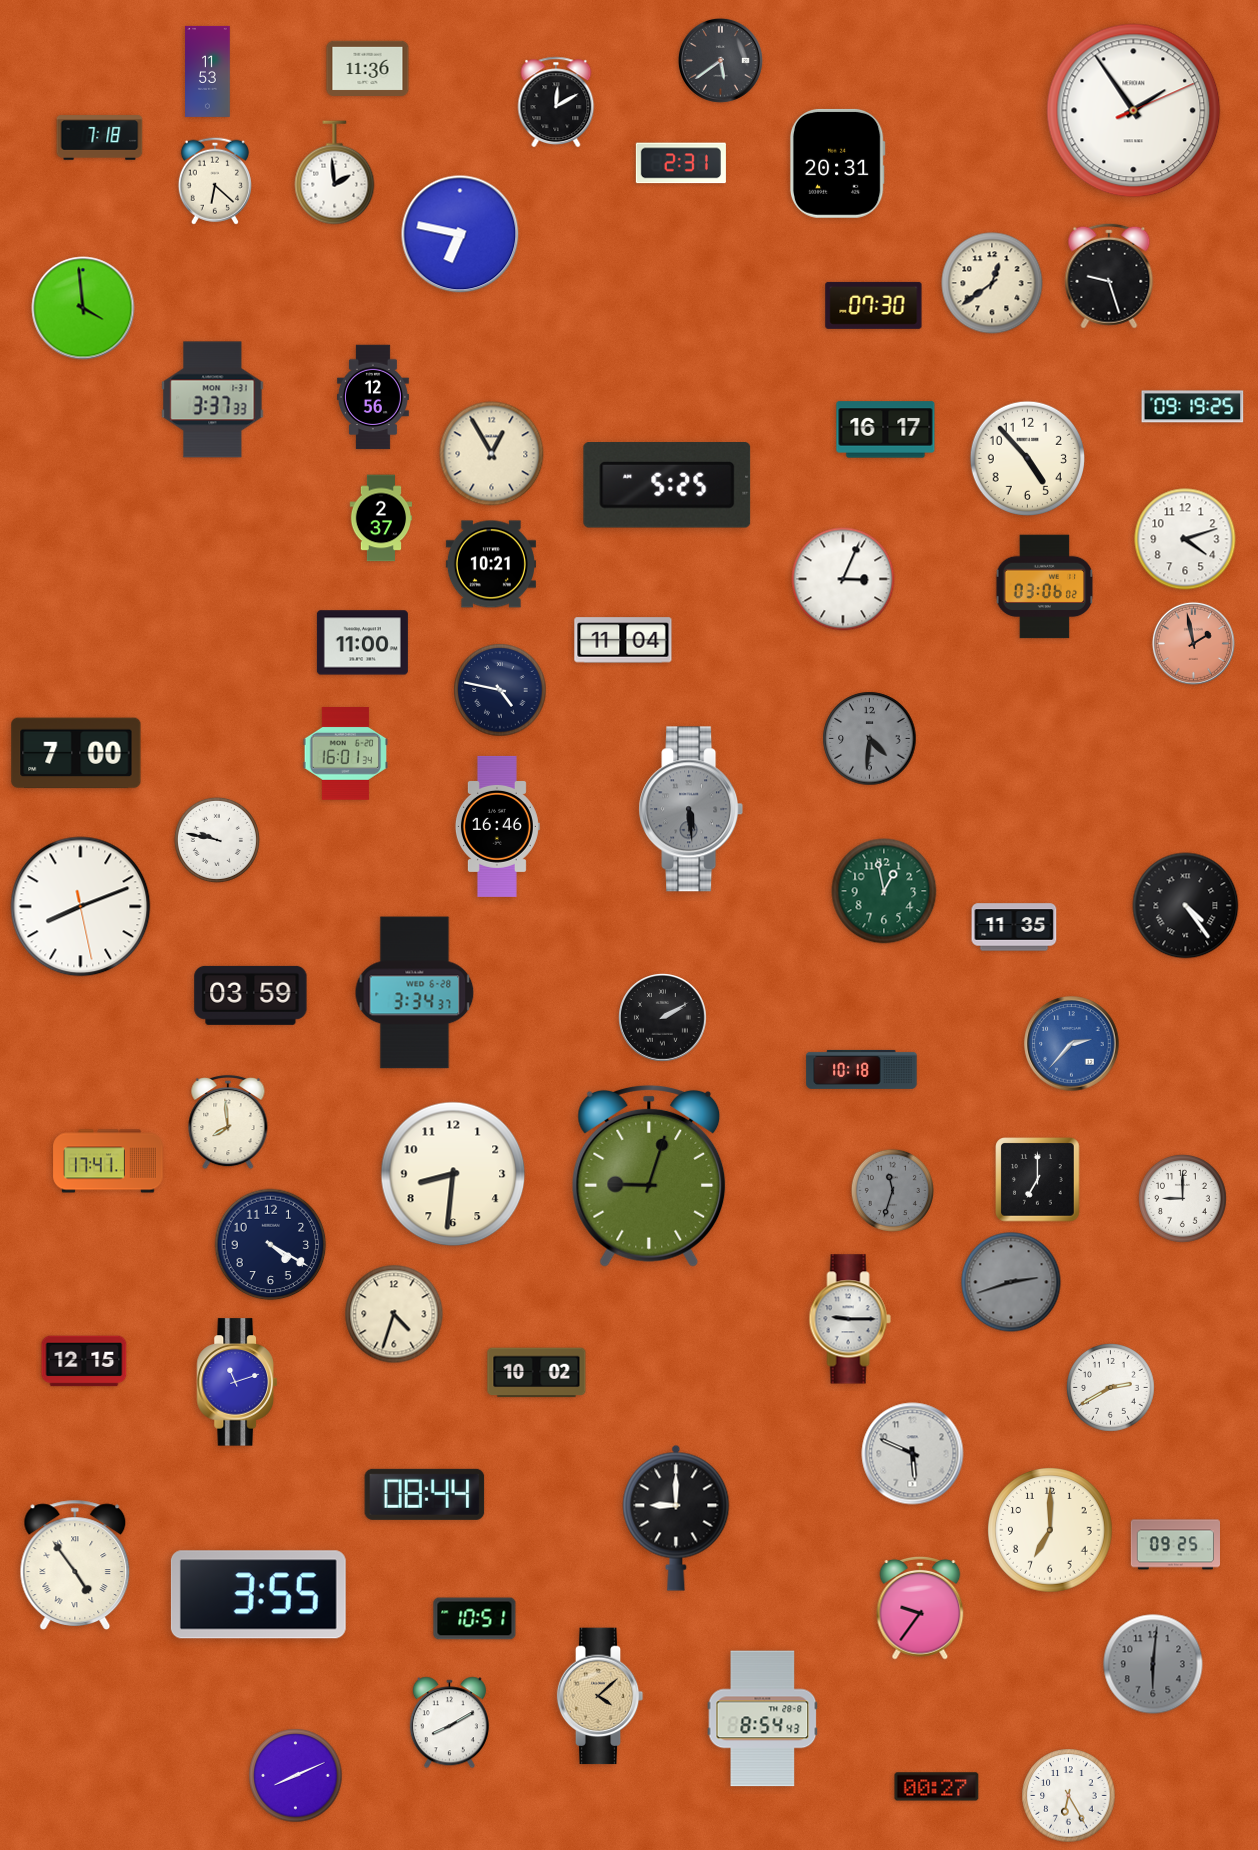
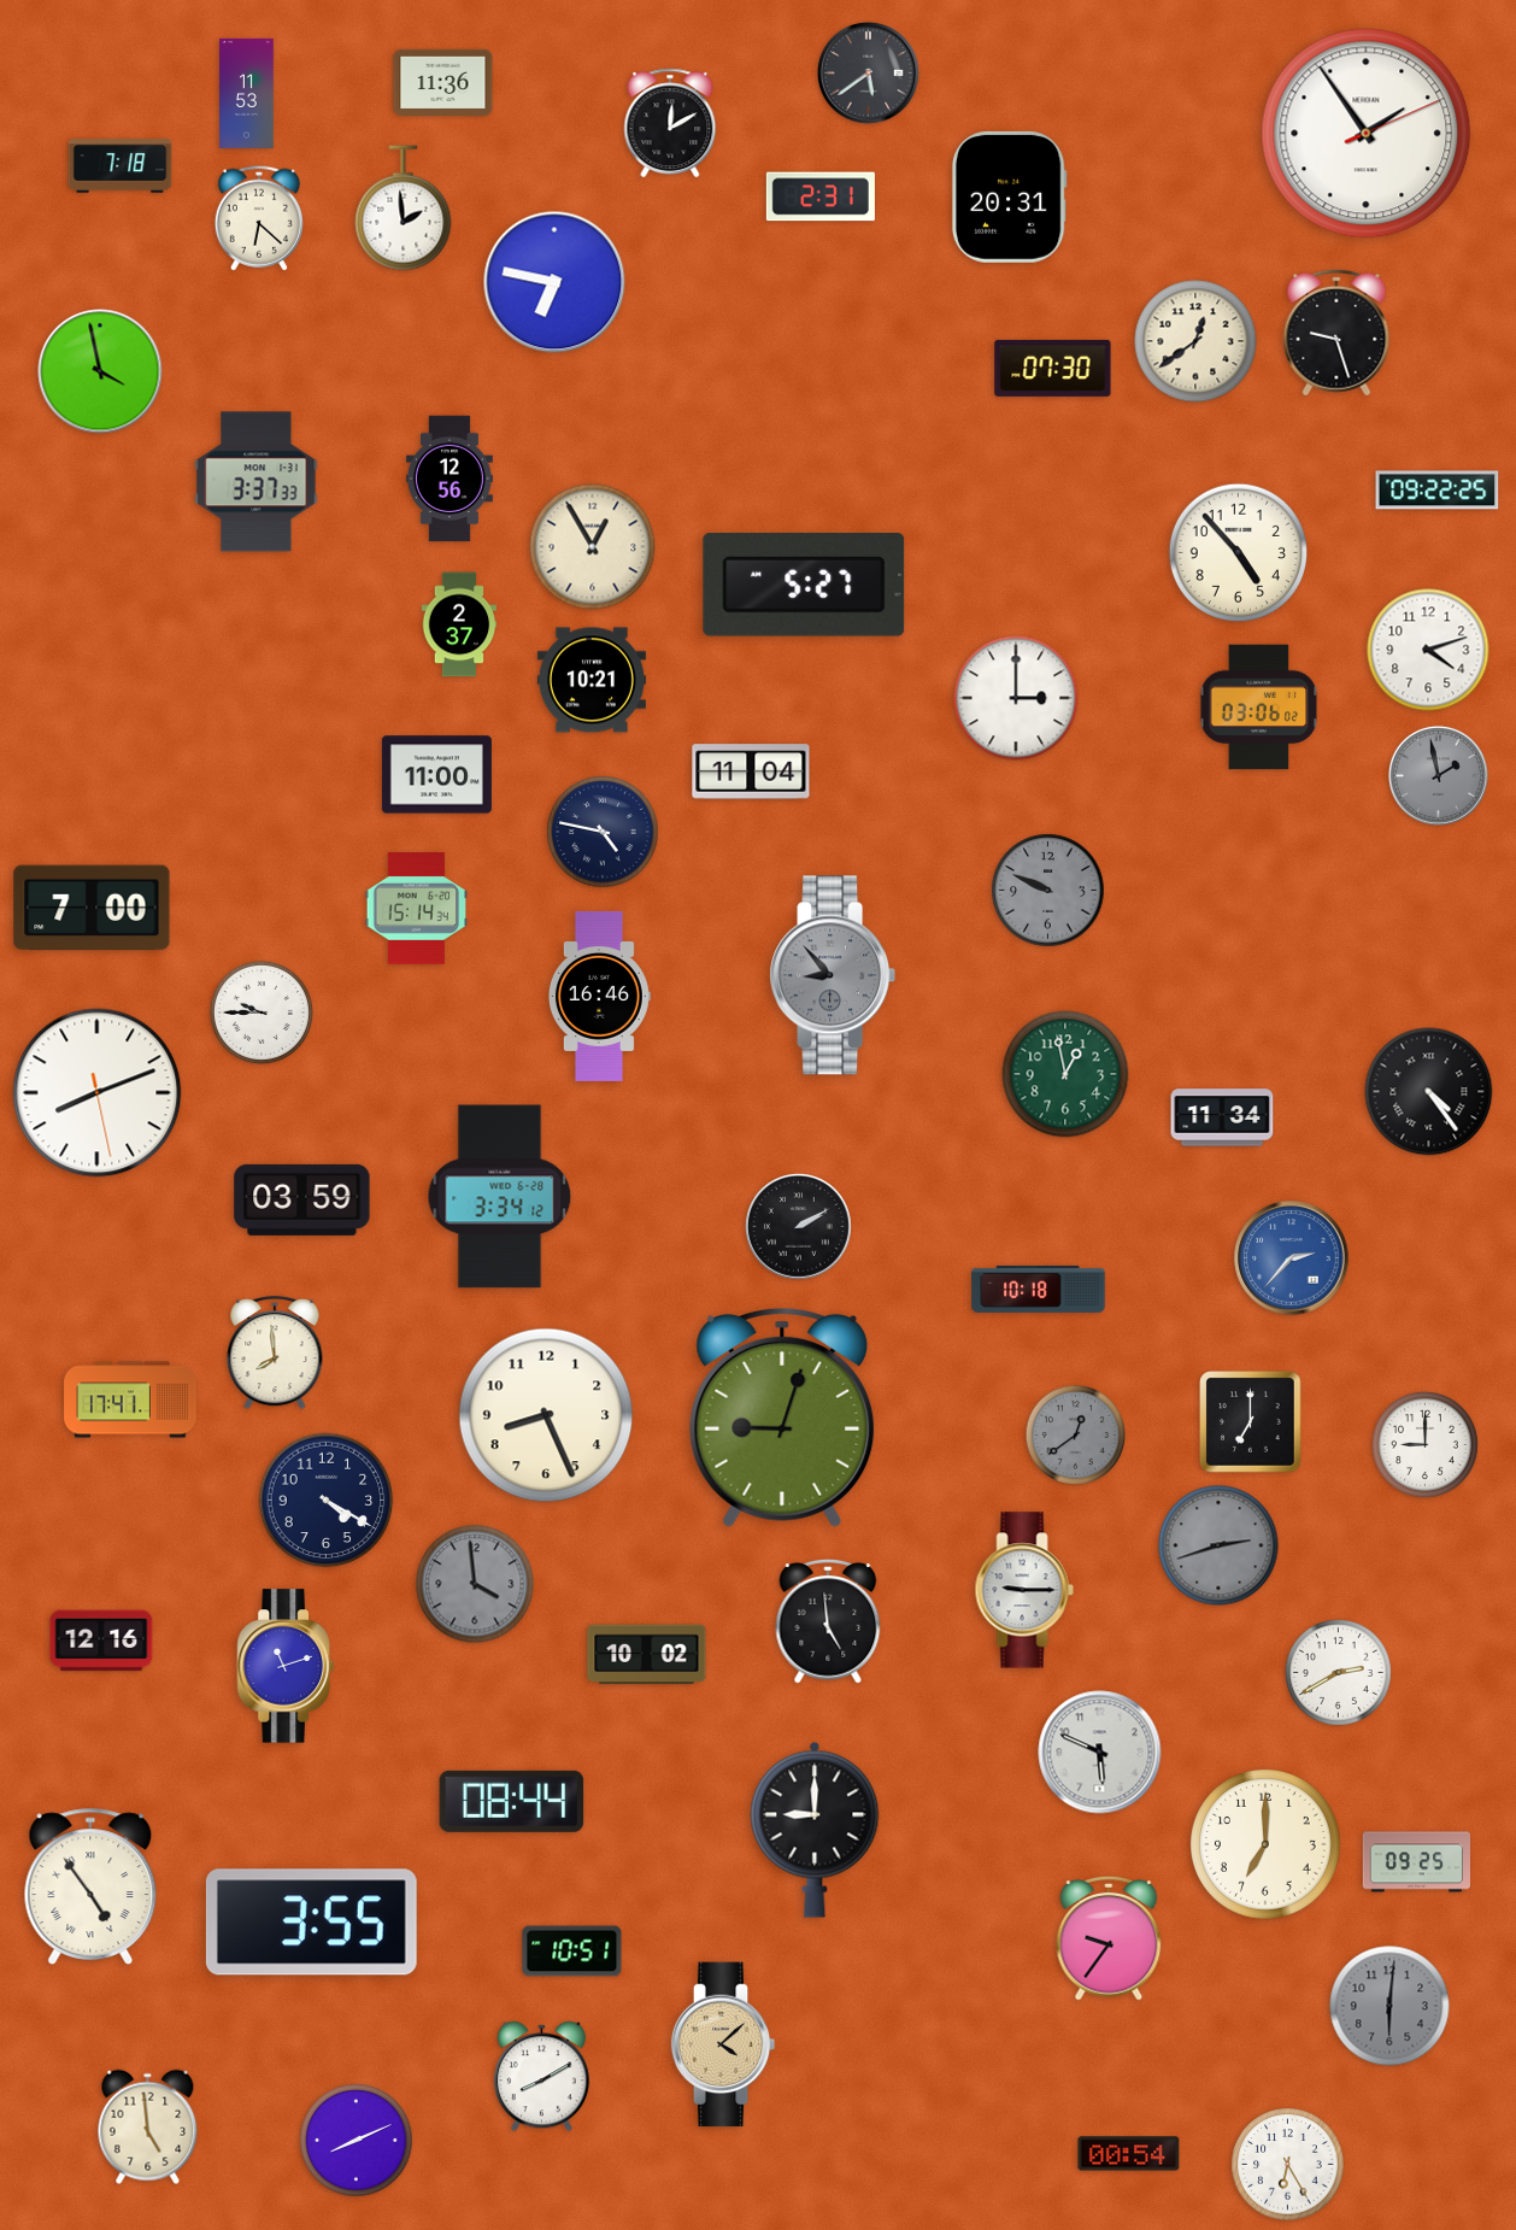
clock at (208, 71) position: (208, 71) -> (247, 93)
clock at (83, 308): 3:59 -> 3:58
clock at (1193, 407): 09:19 -> 09:22
clock at (886, 430): 16:17 -> none
clock at (667, 486): 5:25 -> 5:27
clock at (843, 579): 3:04 -> 3:00
clock at (1193, 643) dial: salmon -> grey
clock at (870, 739): 4:31 -> 9:49
clock at (345, 754): 16:01 -> 15:14
clock at (691, 809): 5:29 -> 8:53
clock at (217, 840): 9:47 -> 9:45
clock at (1014, 927): 11:35 -> 11:34
clock at (415, 993): 3:34:37 -> 3:34:12
clock at (453, 1174): 8:31 -> 8:26
clock at (892, 1190): 11:33 -> 12:39
clock at (394, 1314): 4:33 -> 3:59
clock at (394, 1314) dial: cream -> grey
clock at (828, 1621): none -> 4:59
clock at (84, 1361): 12:15 -> 12:16
clock at (763, 1719): 8:54 -> none
clock at (148, 2128): none -> 4:59
clock at (937, 1787): 00:27 -> 00:54
